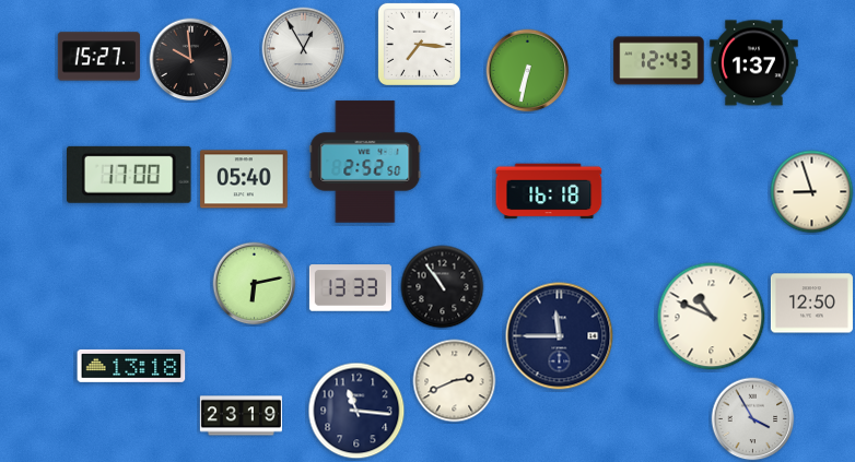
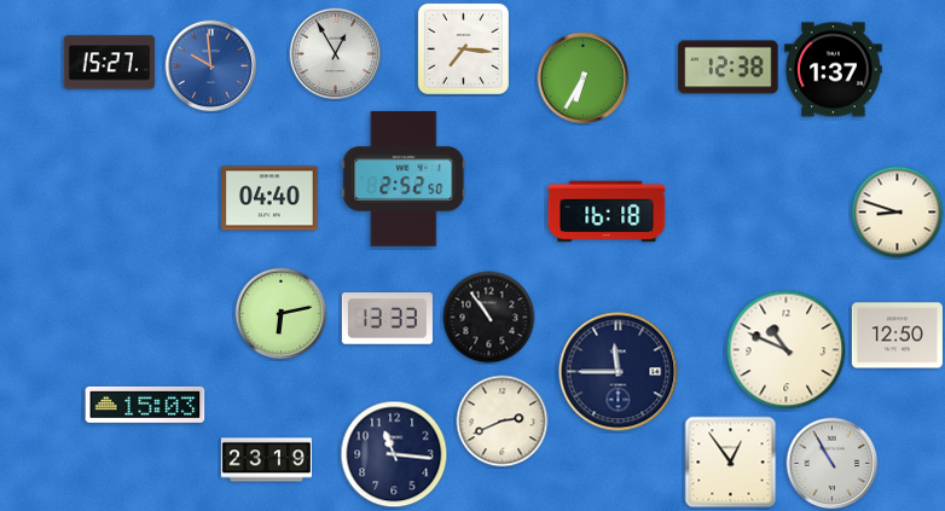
clock at (191, 60) dial: black -> blue
clock at (659, 61): 12:43 -> 12:38
clock at (528, 71): 6:32 -> 6:35
clock at (129, 175): 17:00 -> none
clock at (244, 179): 05:40 -> 04:40
clock at (812, 192): 8:57 -> 8:48
clock at (131, 366): 13:18 -> 15:03
clock at (731, 463): none -> 12:54
clock at (753, 419): 3:55 -> 10:55
